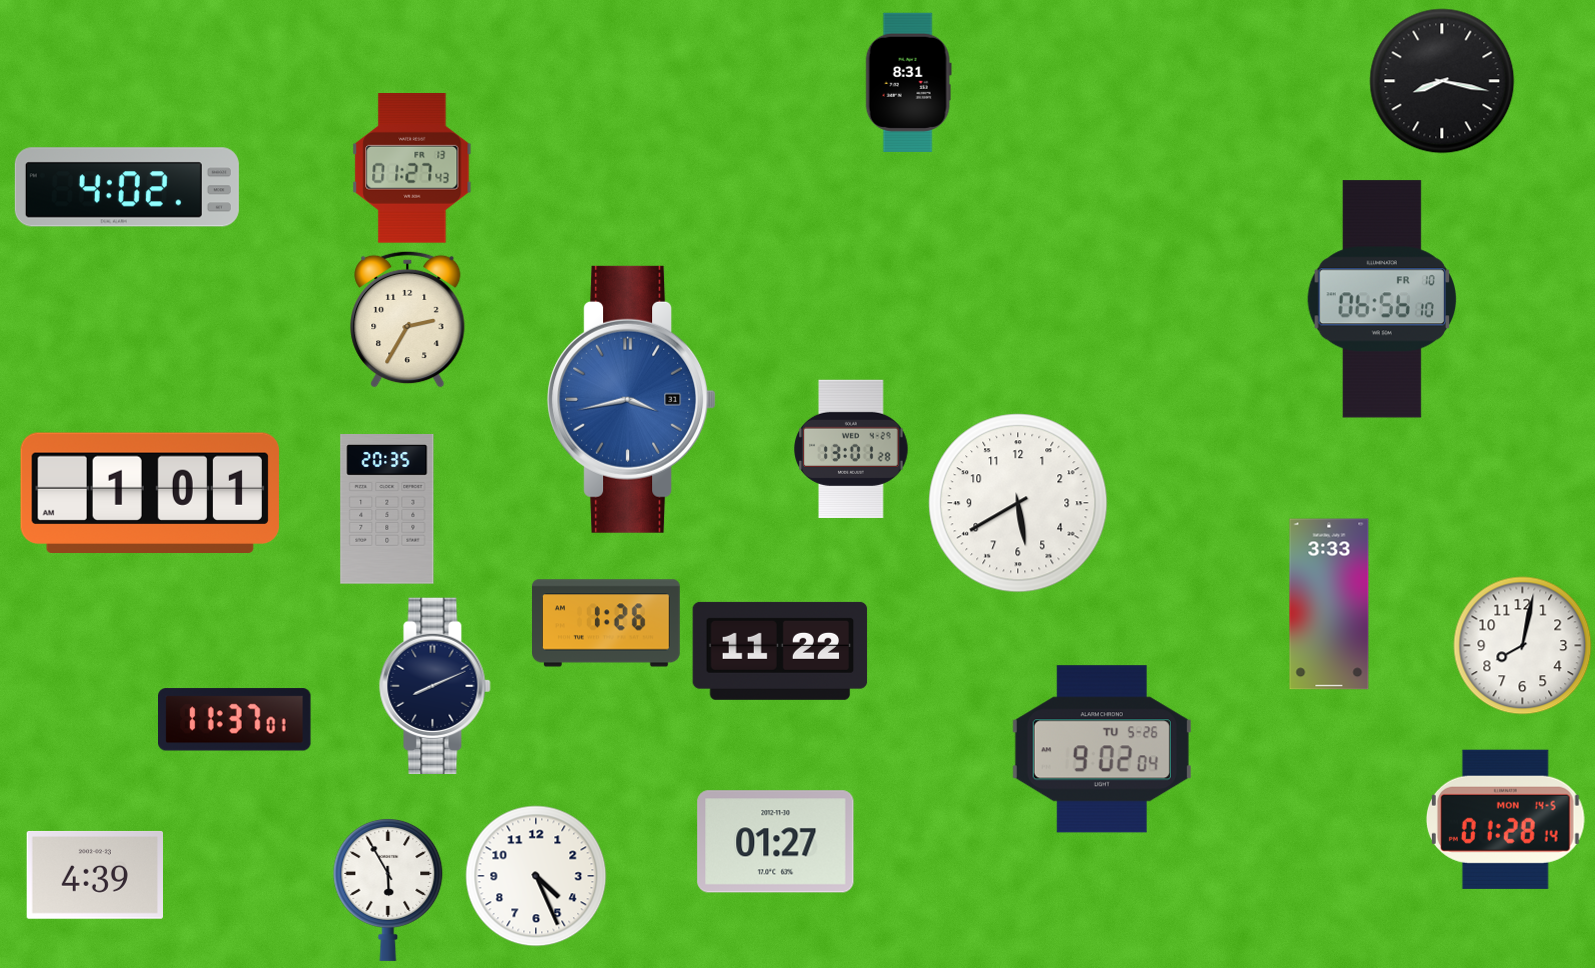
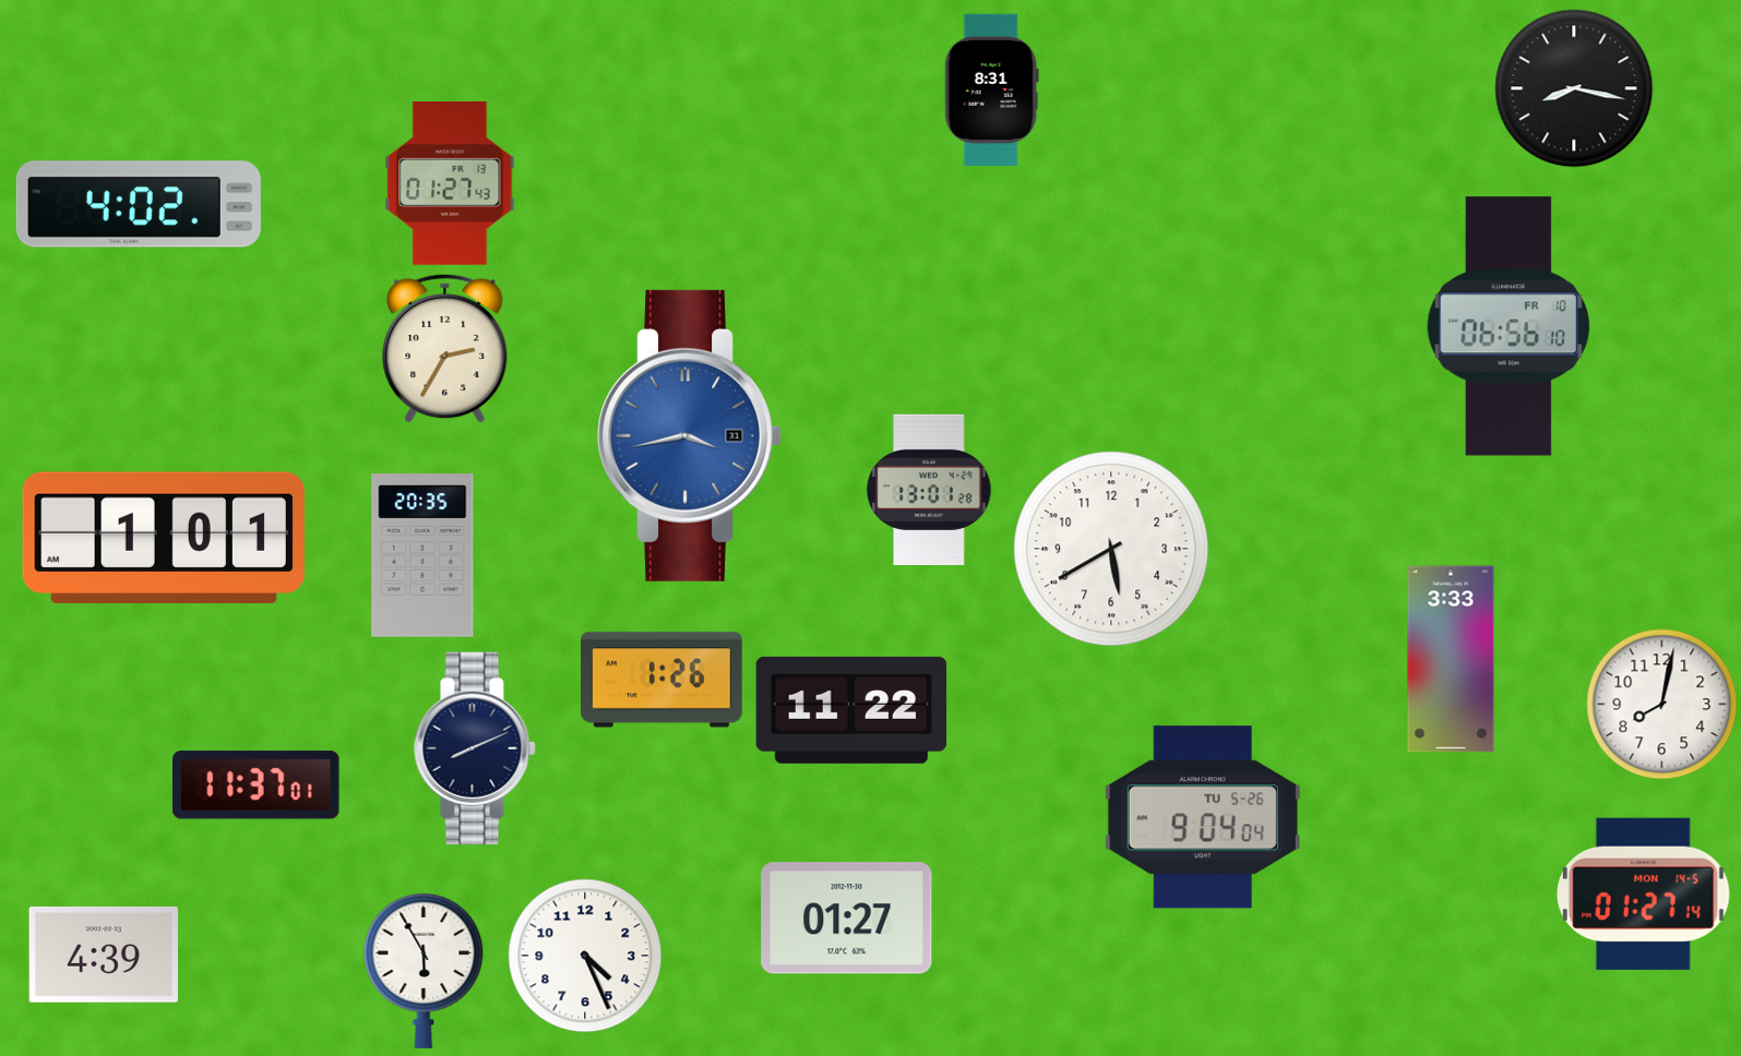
clock at (1102, 749): 9:02 -> 9:04
clock at (1505, 819): 01:28 -> 01:27
